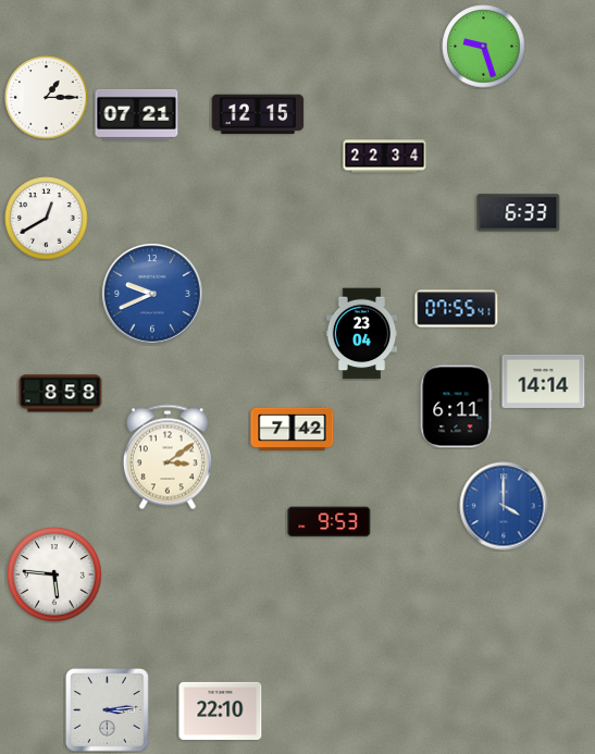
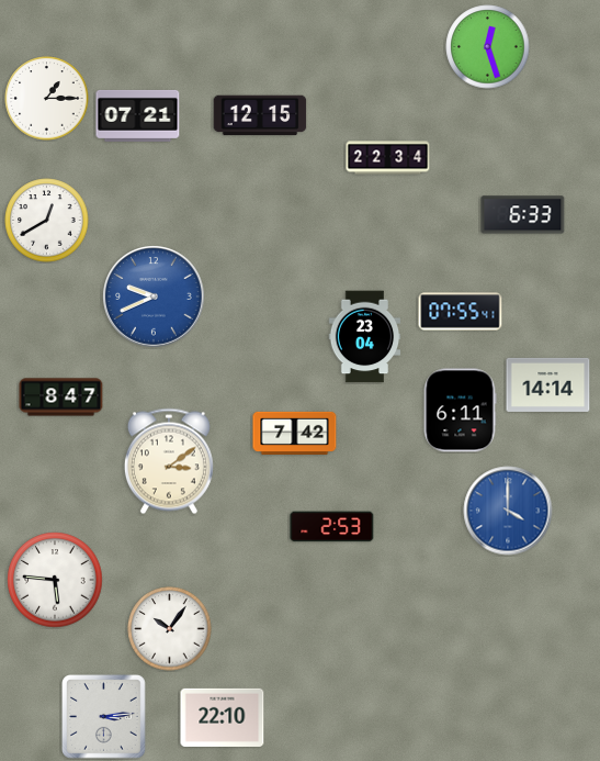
clock at (484, 47): 9:27 -> 12:27
clock at (61, 394): 8:58 -> 8:47
clock at (330, 522): 9:53 -> 2:53
clock at (170, 629): none -> 10:06
clock at (108, 710) position: (108, 710) -> (104, 717)
